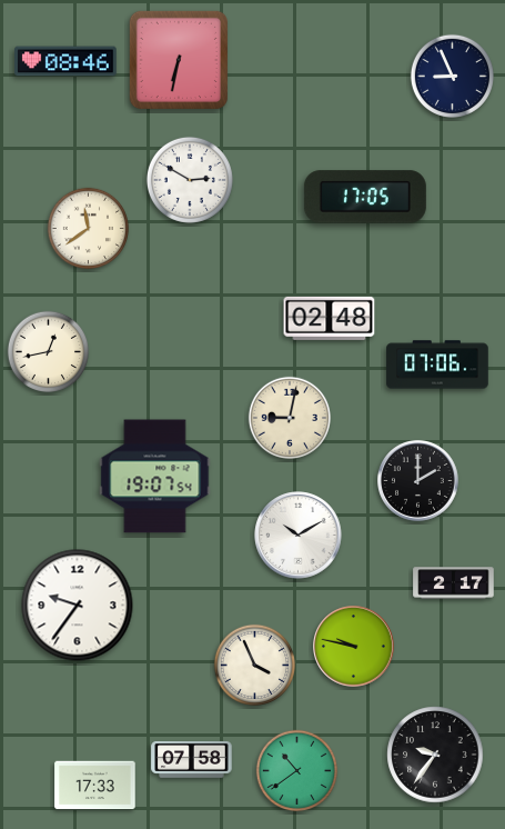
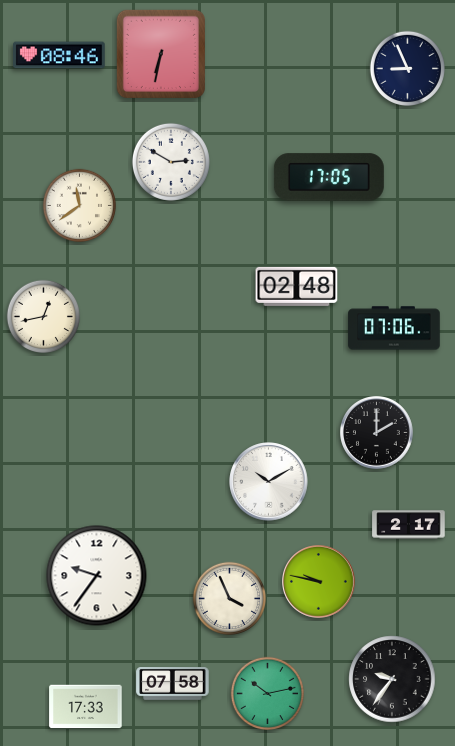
clock at (289, 417): 9:02 -> none
clock at (155, 477): 19:07 -> none
clock at (78, 606) position: (78, 606) -> (97, 576)
clock at (296, 770): 10:39 -> 10:13
